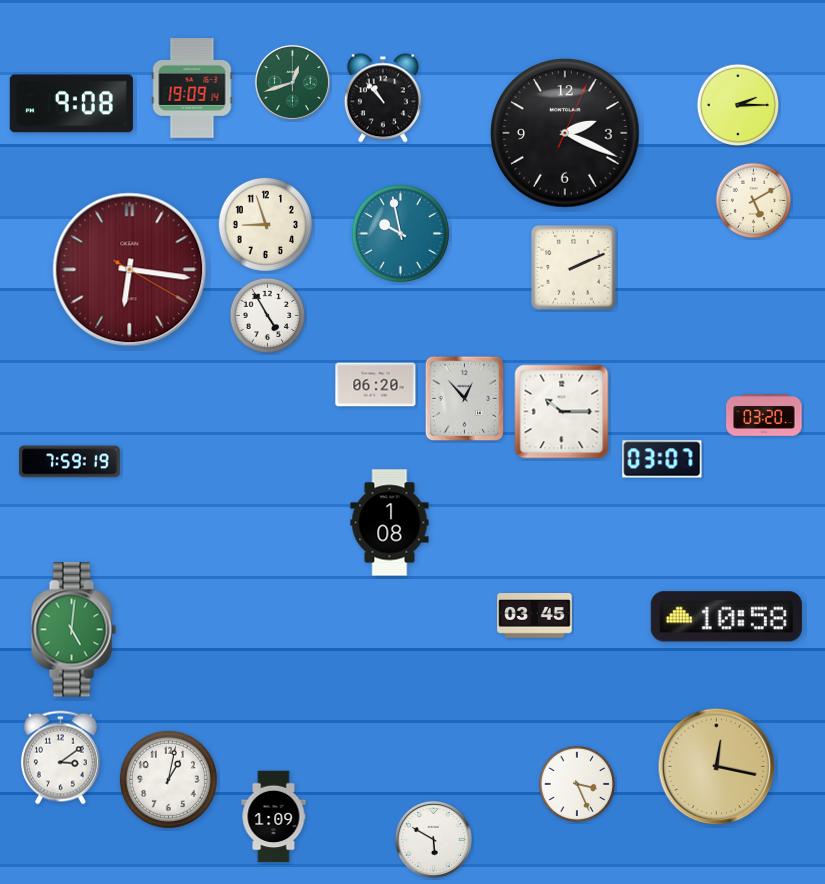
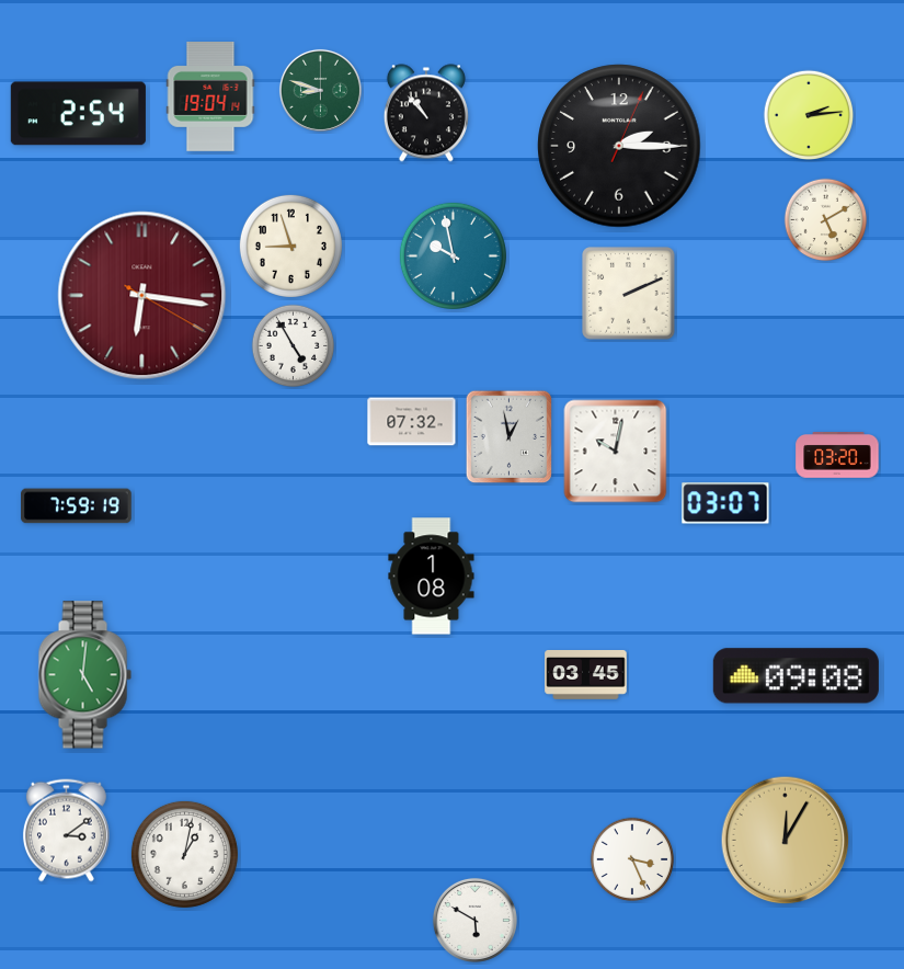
clock at (292, 82): 12:42 -> 8:48
clock at (192, 89): 19:09 -> 19:04
clock at (383, 98) position: (383, 98) -> (426, 113)
clock at (71, 104): 9:08 -> 2:54
clock at (737, 104): 2:15 -> 2:14
clock at (565, 133): 2:19 -> 2:15
clock at (400, 233) position: (400, 233) -> (453, 255)
clock at (376, 385): 06:20 -> 07:32
clock at (465, 399): 12:53 -> 12:58
clock at (562, 412): 10:15 -> 10:02
clock at (390, 523) position: (390, 523) -> (432, 577)
clock at (726, 617): 10:58 -> 09:08
clock at (73, 630) position: (73, 630) -> (84, 675)
clock at (717, 767): 12:17 -> 12:05
clock at (274, 817): 1:09 -> none
